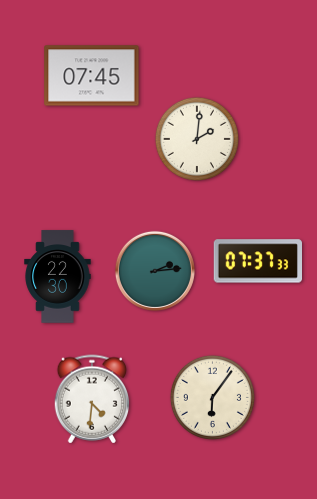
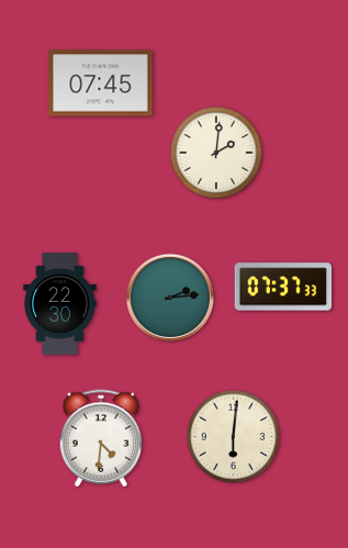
clock at (58, 277) position: (58, 277) -> (60, 304)
clock at (212, 397): 6:06 -> 6:01
